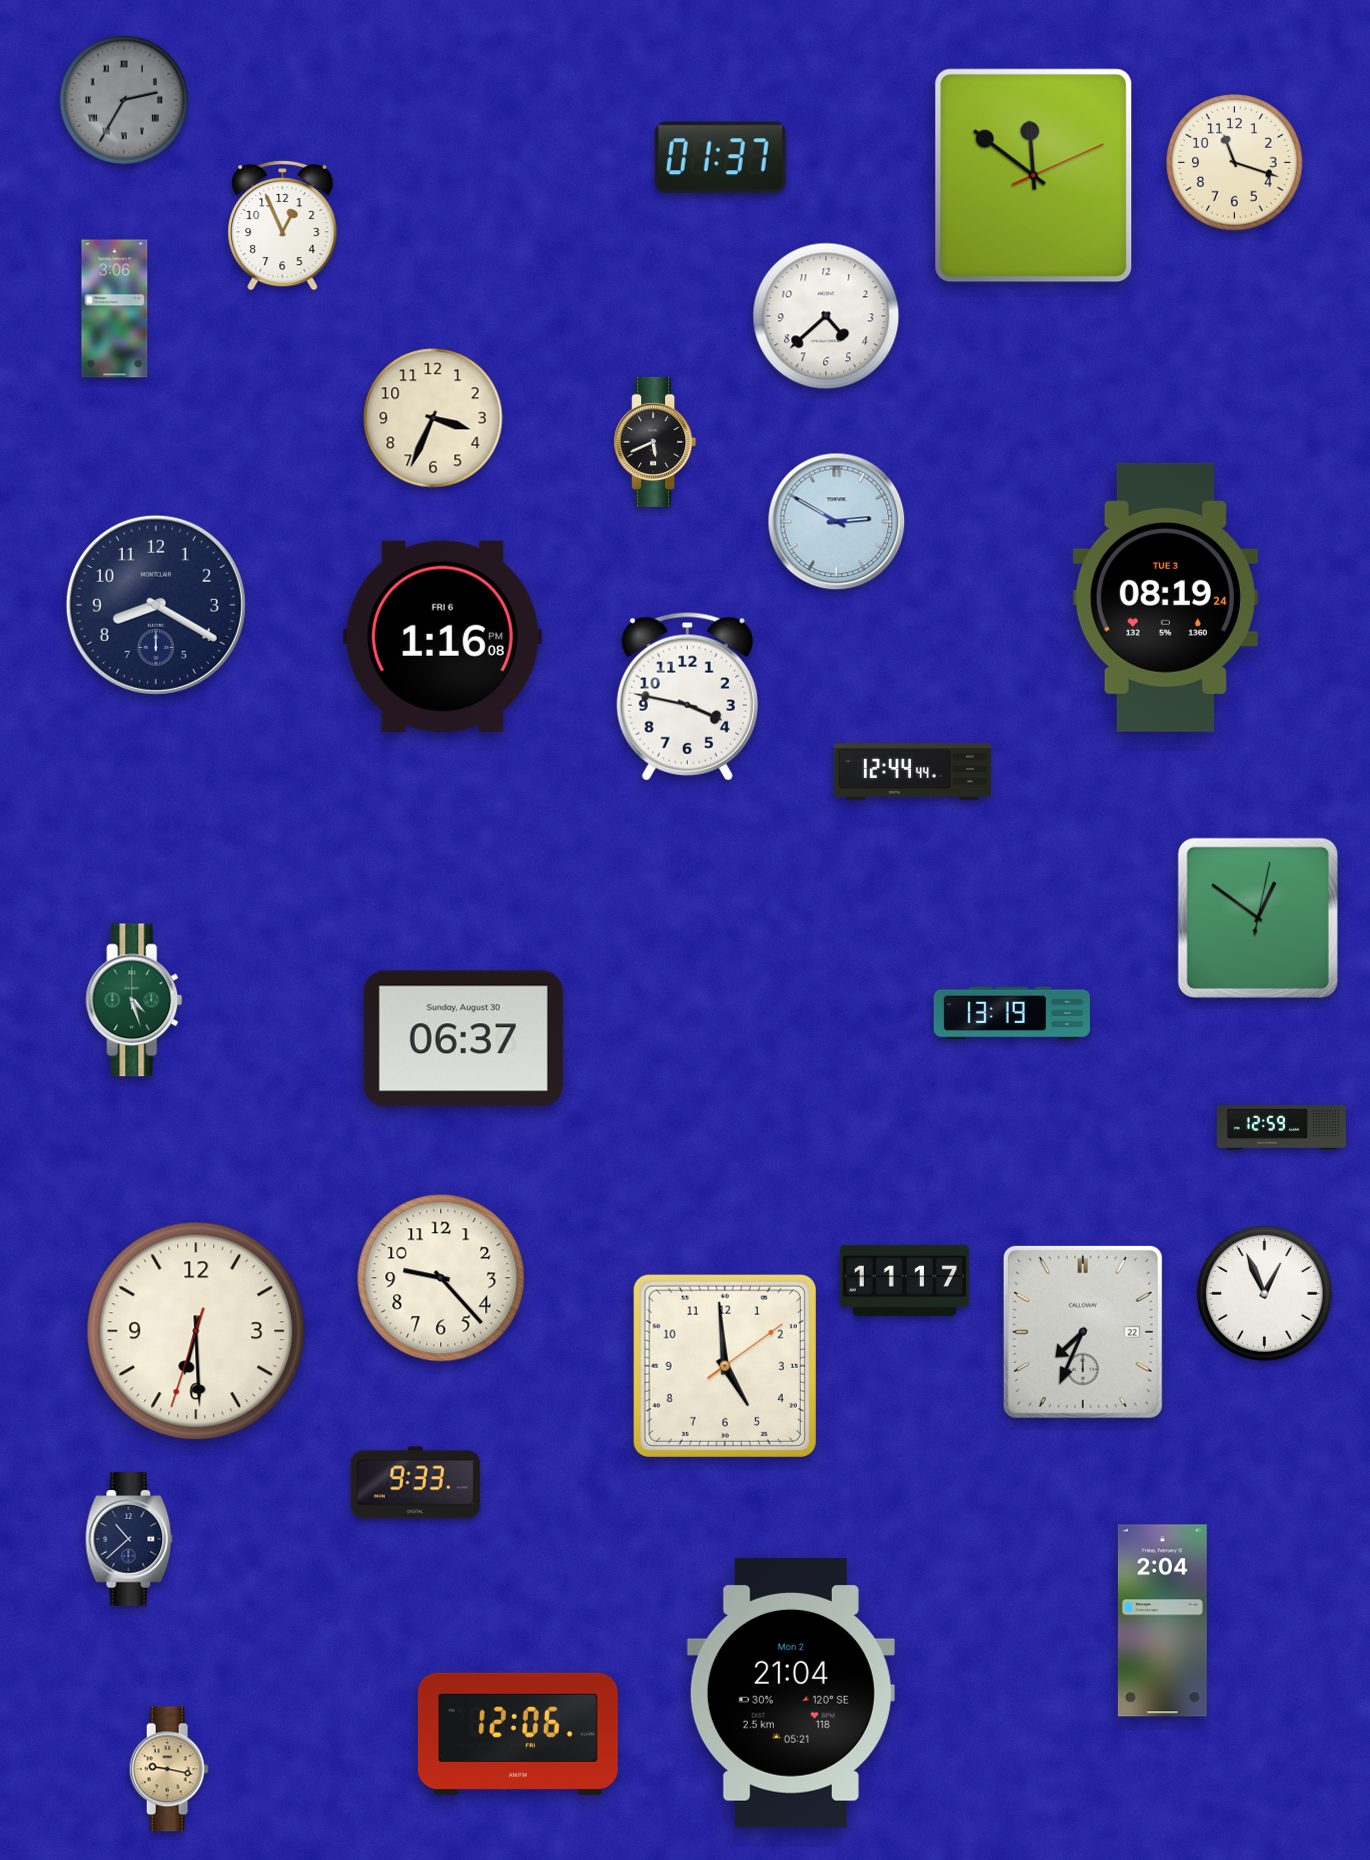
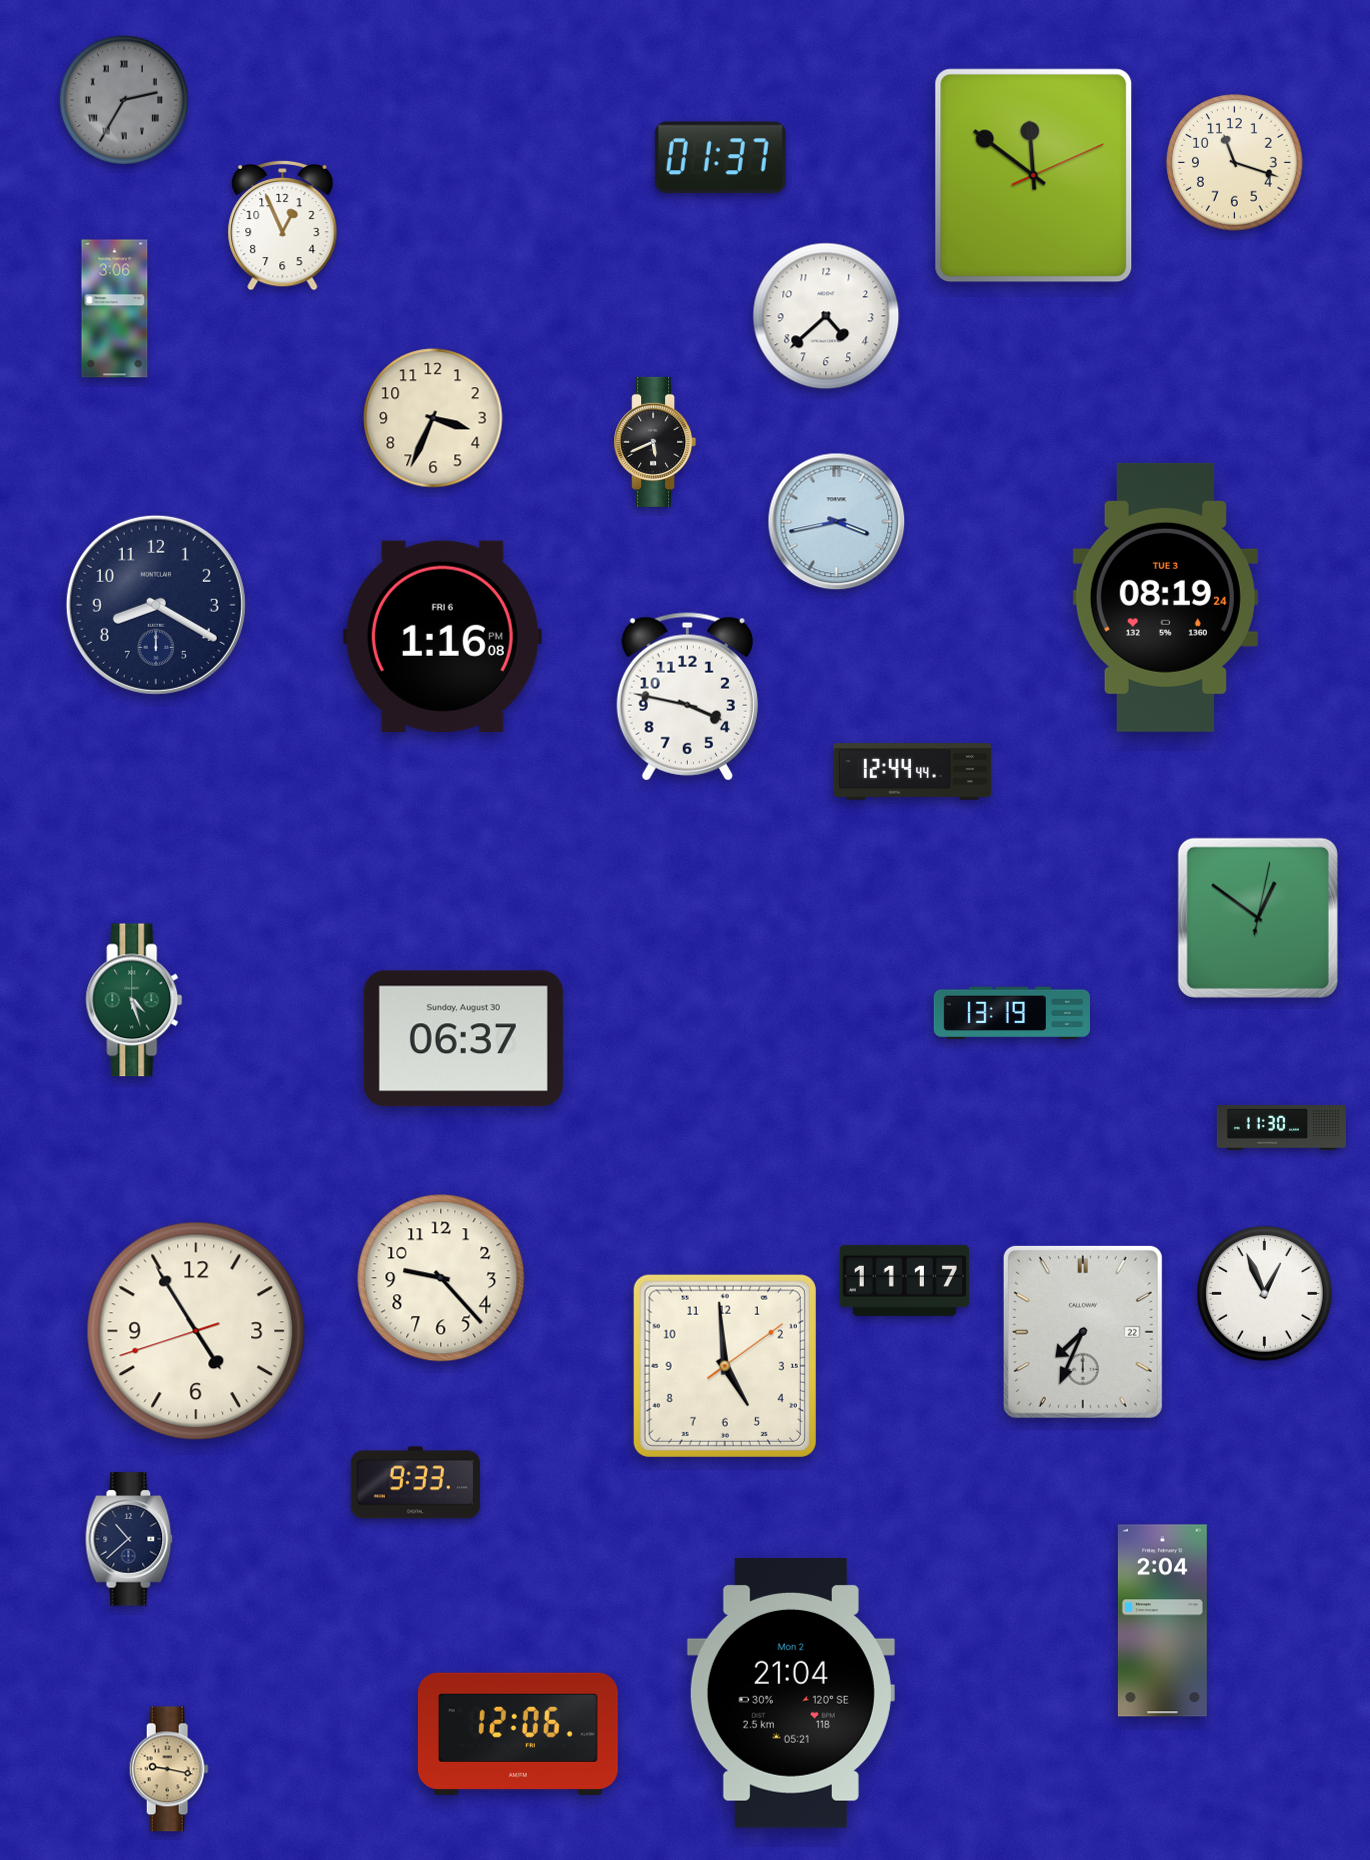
clock at (837, 522): 2:50 -> 3:43
clock at (1281, 1128): 12:59 -> 11:30
clock at (196, 1331): 6:29 -> 4:54
